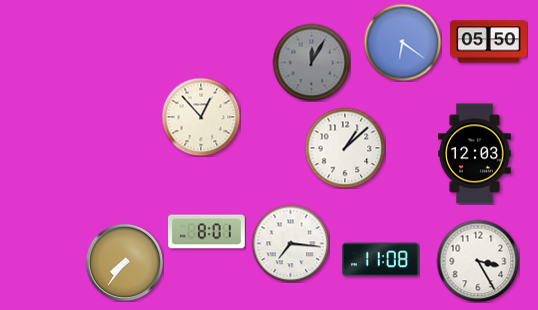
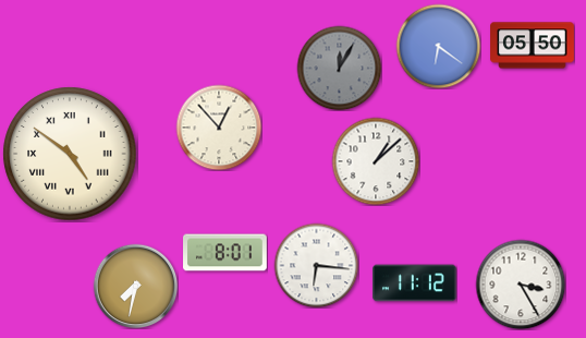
clock at (70, 154): none -> 4:51
clock at (475, 154): 12:03 -> none
clock at (290, 243): 7:16 -> 6:16
clock at (381, 260): 11:08 -> 11:12
clock at (124, 262): 7:36 -> 7:32
